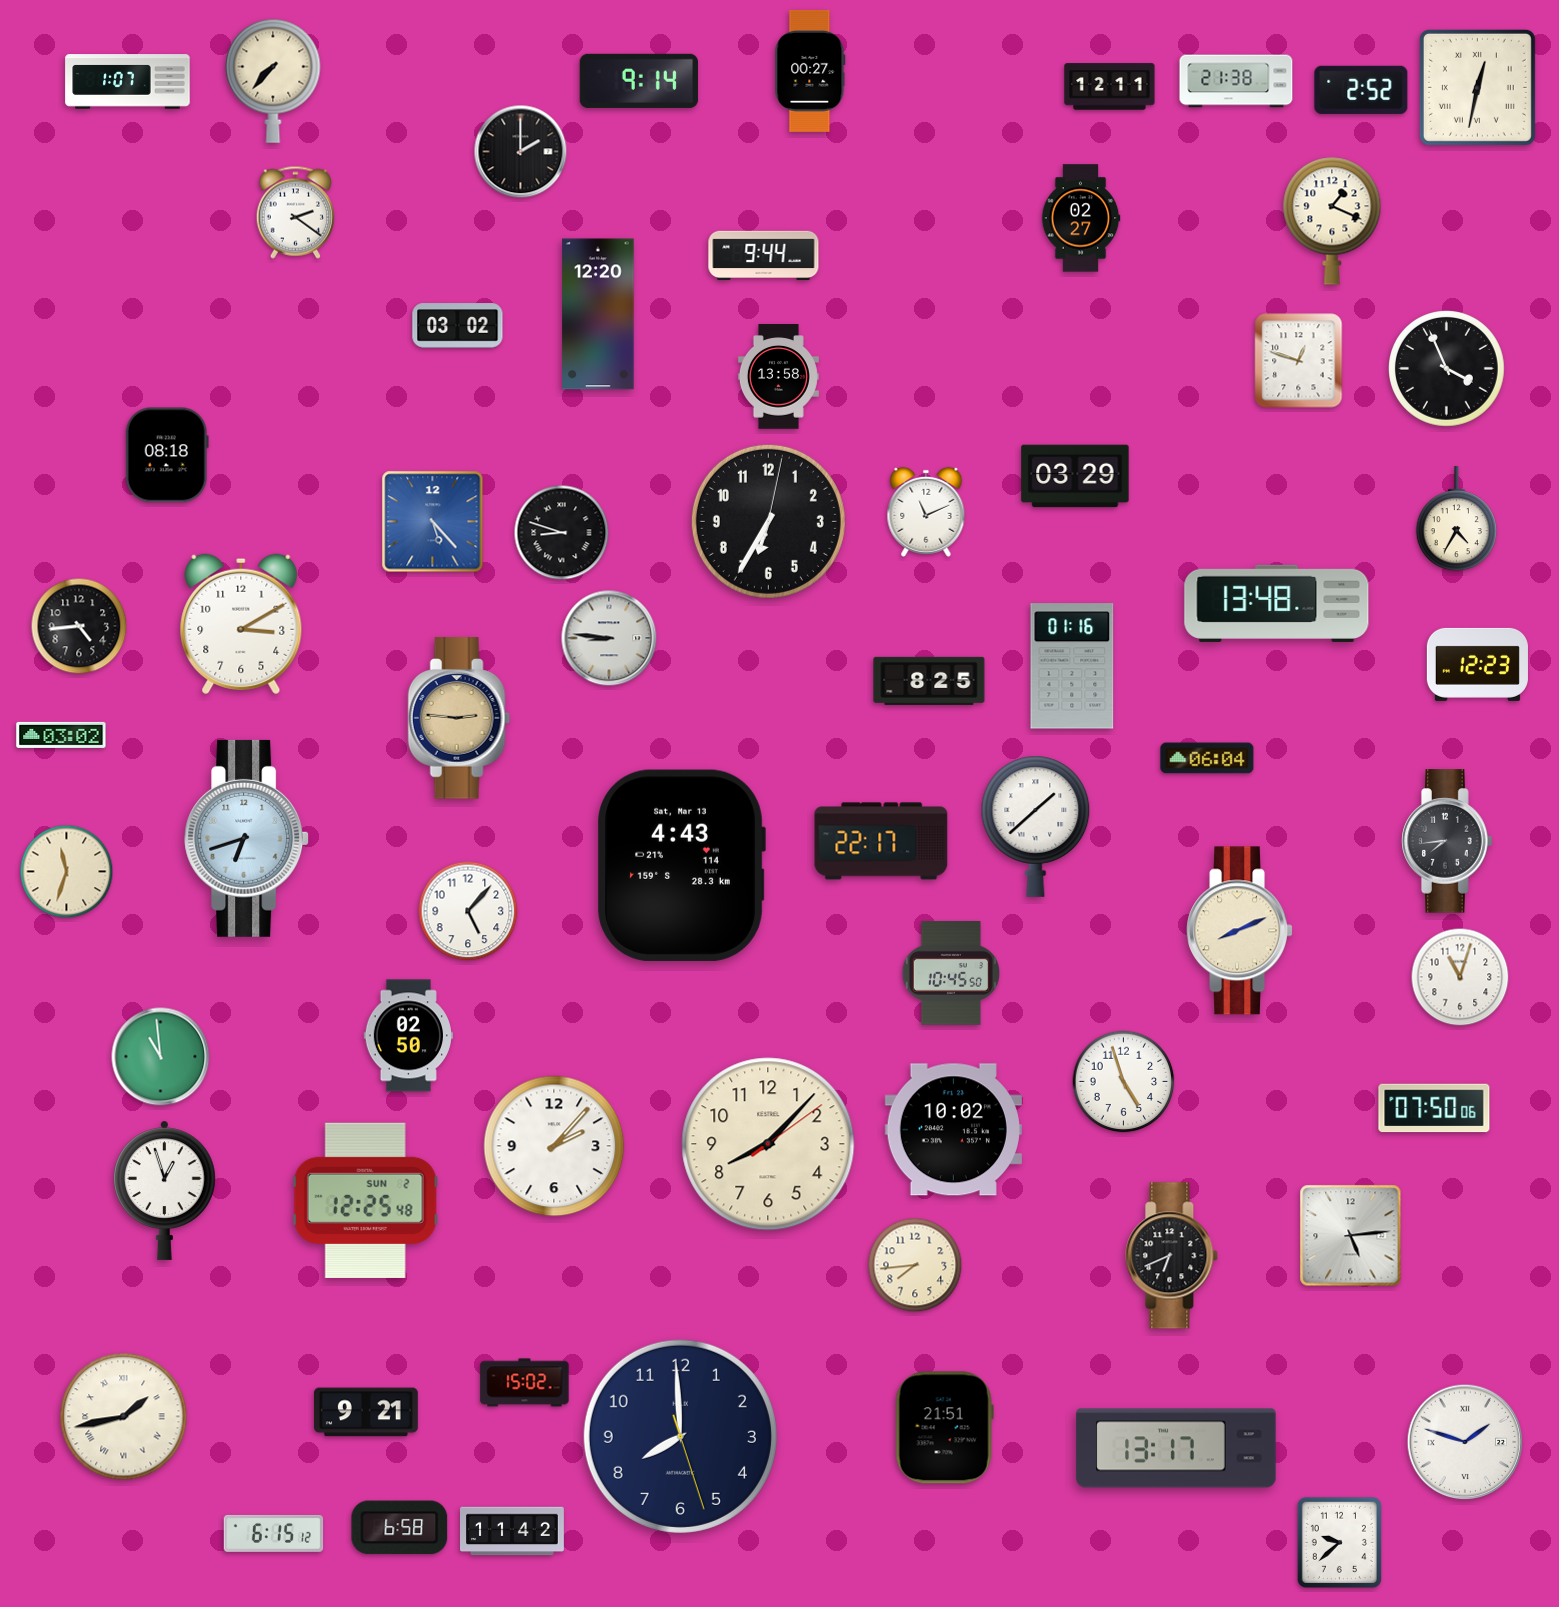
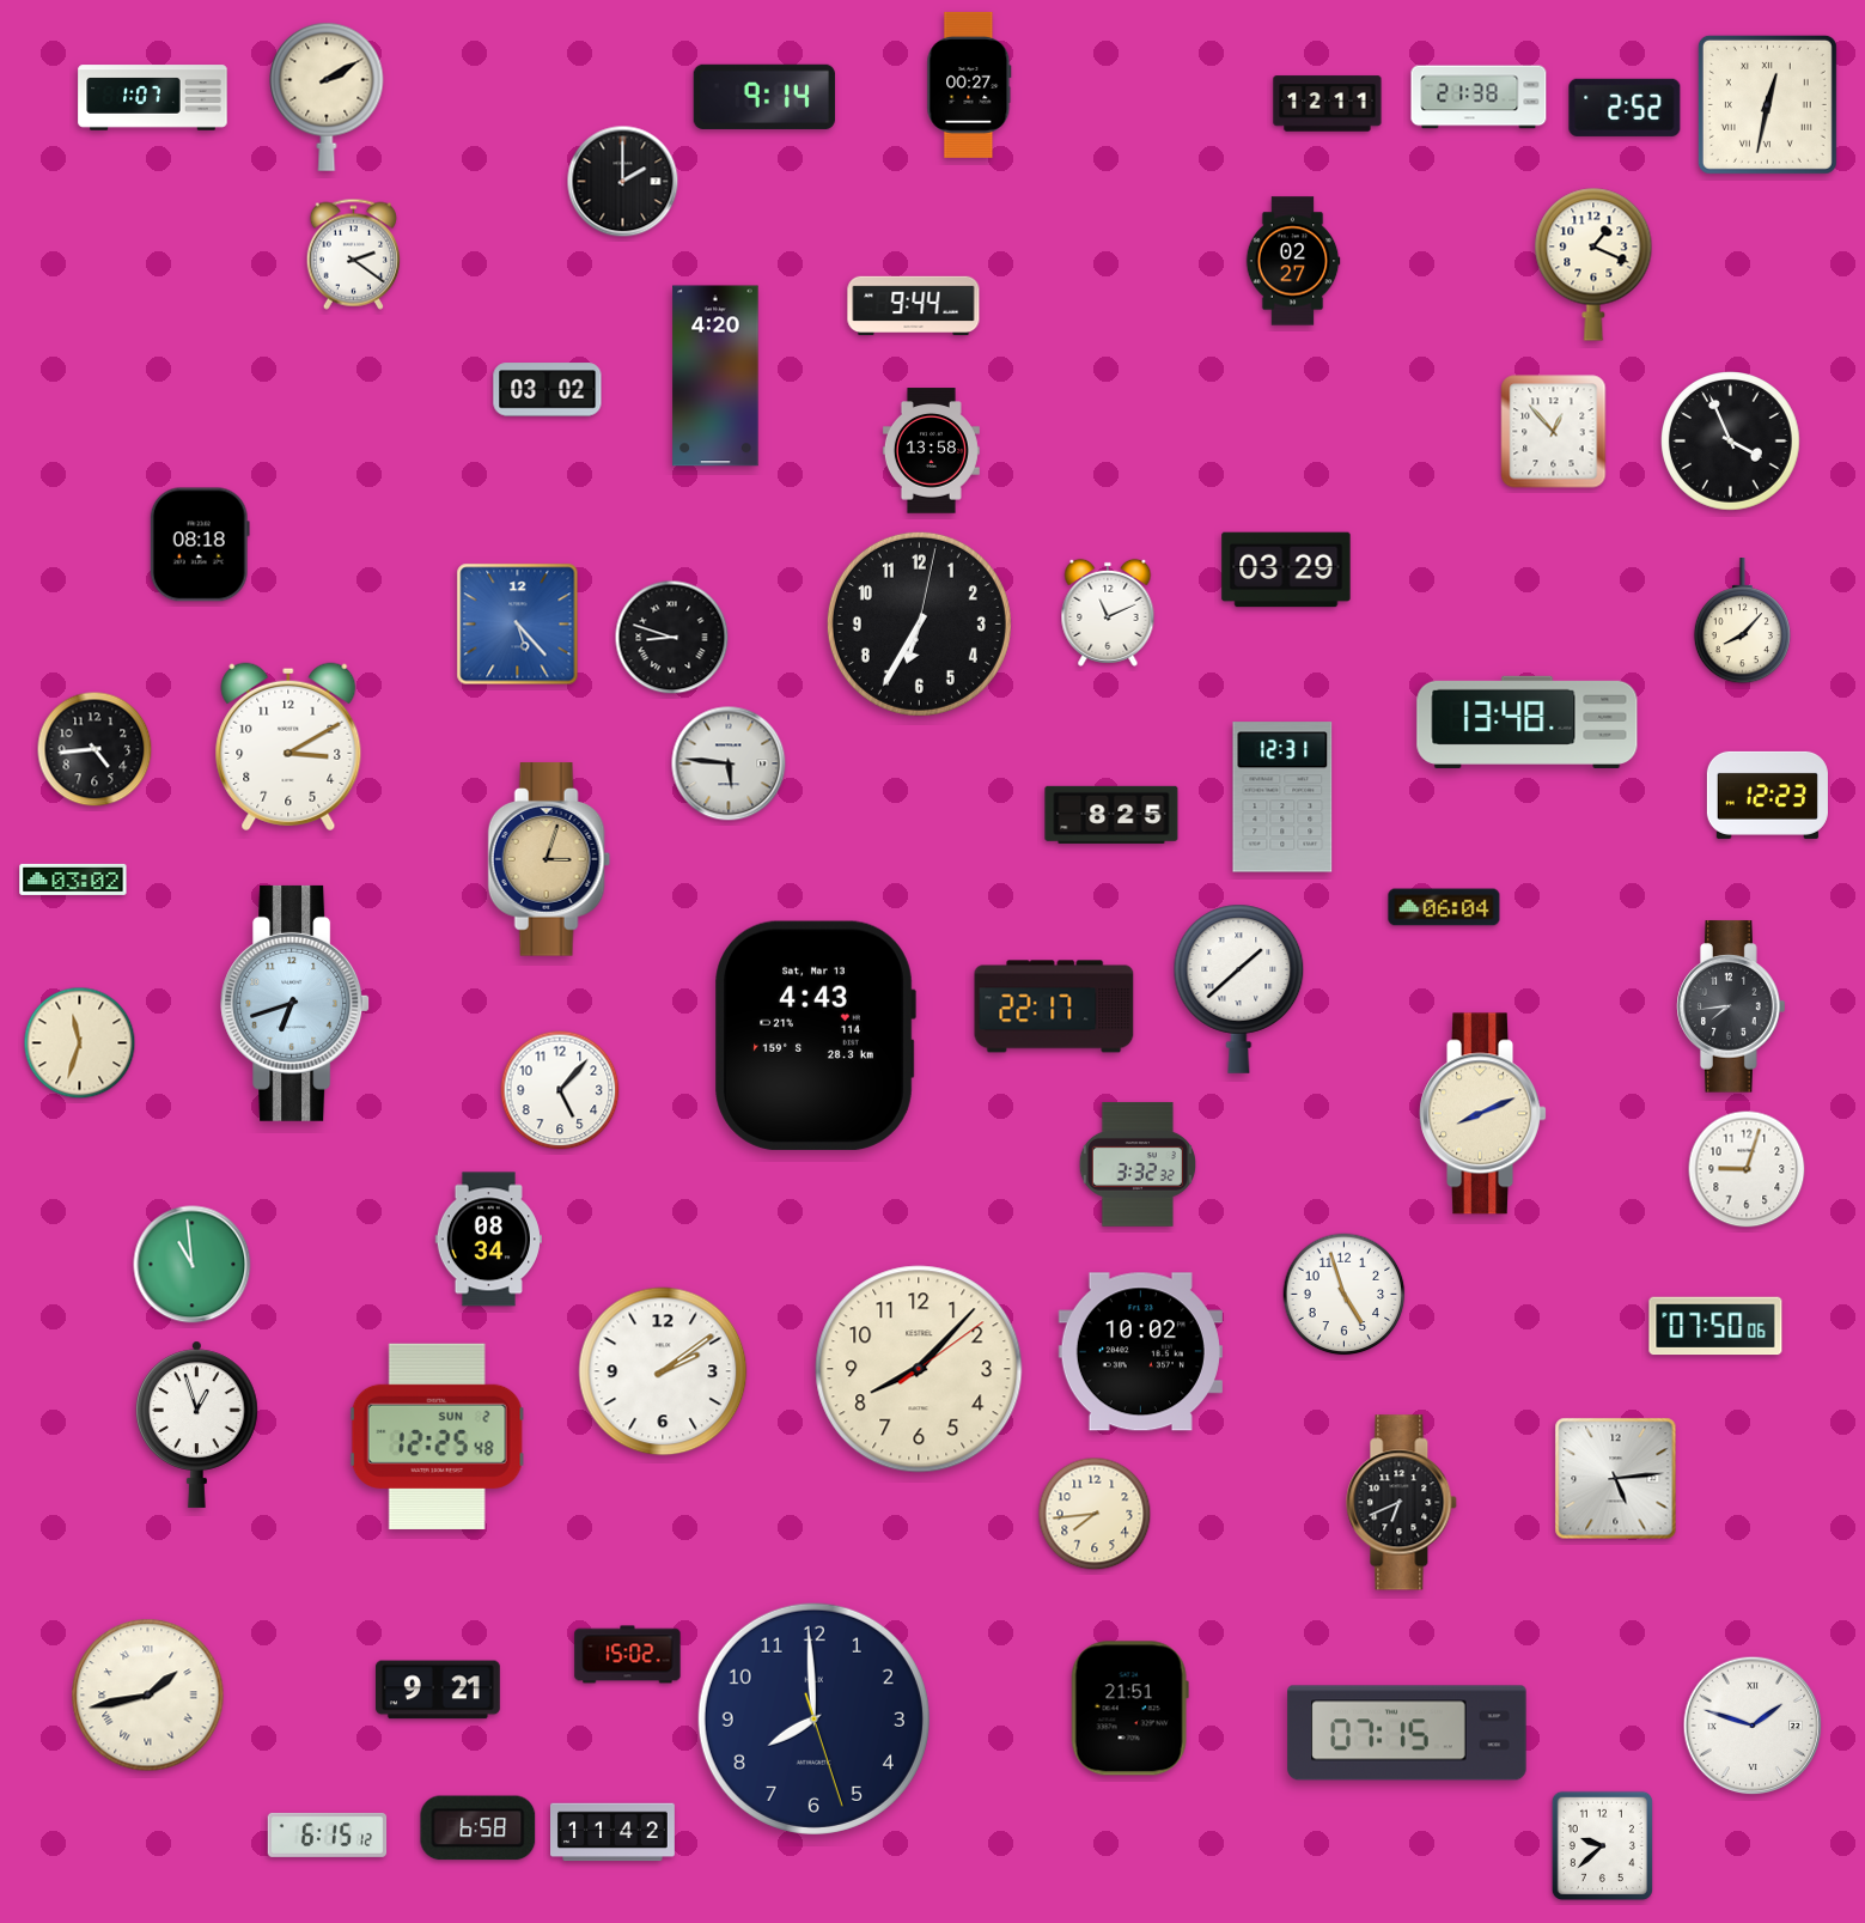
clock at (273, 81): 7:37 -> 2:10
clock at (1361, 90) position: (1361, 90) -> (1625, 108)
clock at (598, 314): 12:20 -> 4:20
clock at (1299, 361): 12:48 -> 12:53
clock at (1456, 519): 4:35 -> 8:07
clock at (609, 638): 8:46 -> 5:46
clock at (1072, 666): 01:16 -> 12:31
clock at (459, 718): 2:46 -> 3:03
clock at (951, 973): 10:45 -> 3:32
clock at (1460, 977): 11:03 -> 9:03
clock at (408, 1036): 02:50 -> 08:34
clock at (554, 1146): 2:07 -> 2:09
clock at (1176, 1448): 13:17 -> 07:15
